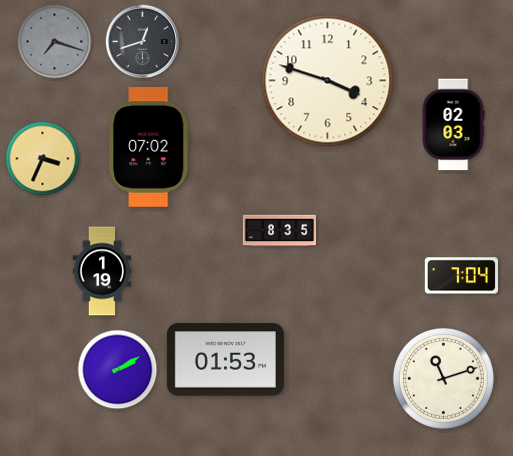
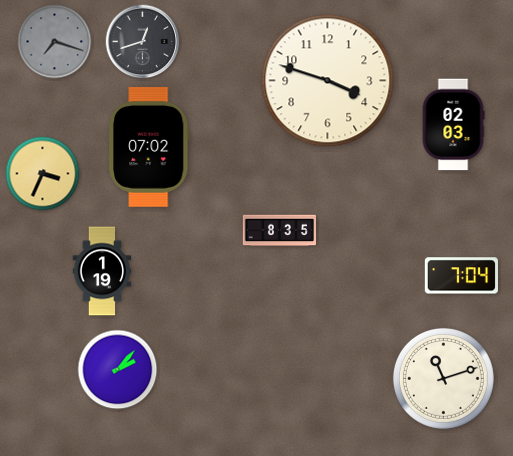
clock at (43, 159) position: (43, 159) -> (43, 174)
clock at (225, 360): 01:53 -> none
clock at (118, 370): 2:10 -> 2:07
